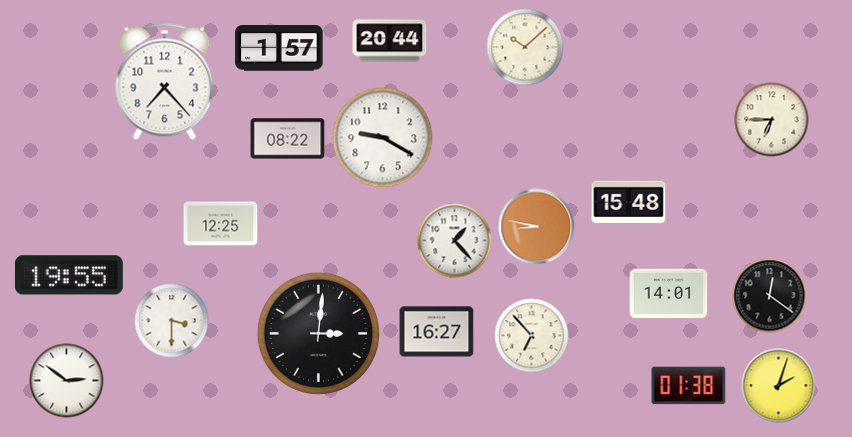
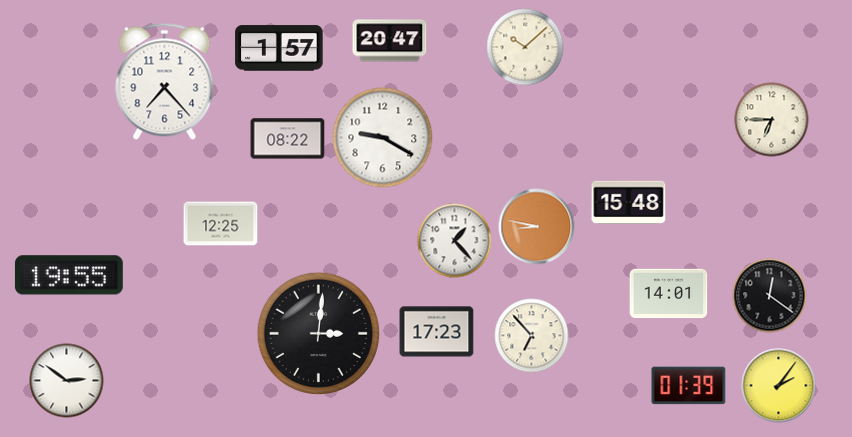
clock at (390, 41): 20:44 -> 20:47
clock at (172, 321): 3:30 -> none
clock at (437, 332): 16:27 -> 17:23
clock at (689, 386): 01:38 -> 01:39
clock at (779, 386): 2:03 -> 2:06
